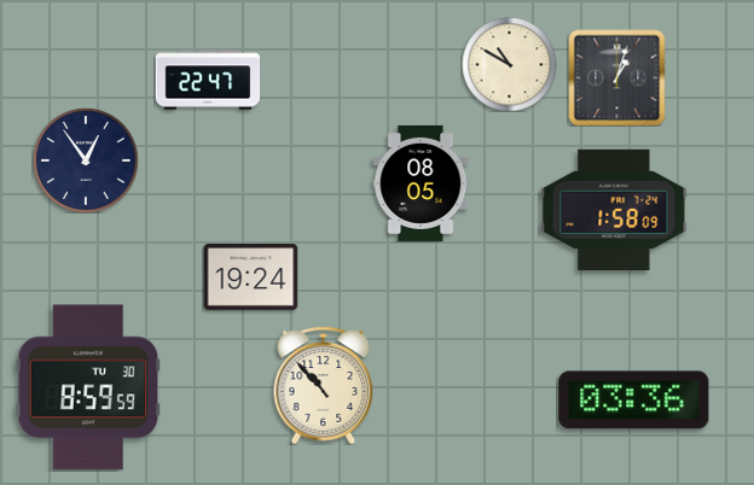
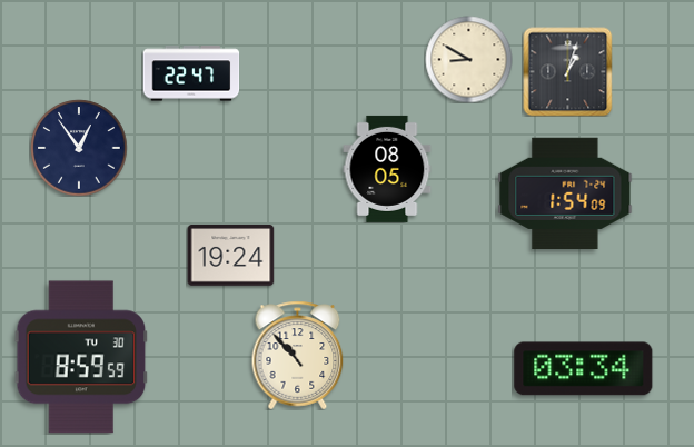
clock at (509, 64): 10:50 -> 8:50
clock at (614, 209): 1:58 -> 1:54
clock at (634, 401): 03:36 -> 03:34
